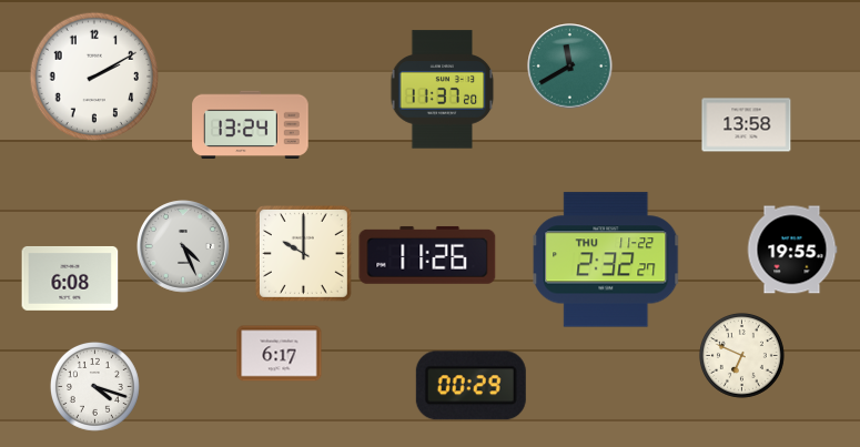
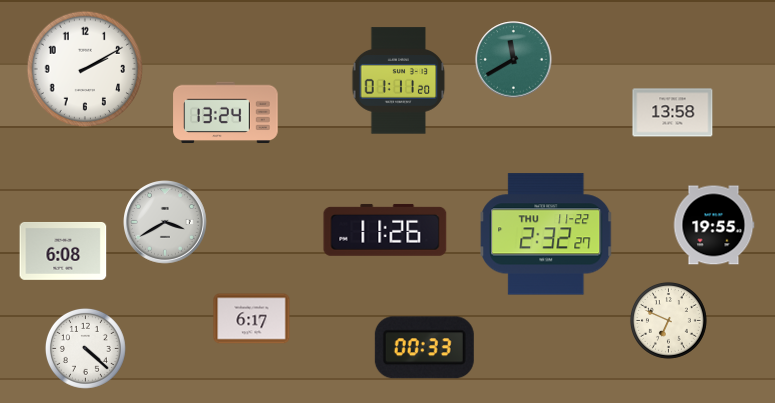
clock at (443, 90): 11:37 -> 01:11
clock at (184, 247): 4:26 -> 3:40
clock at (303, 253): 10:00 -> none
clock at (94, 386): 4:18 -> 4:22
clock at (471, 386): 00:29 -> 00:33
